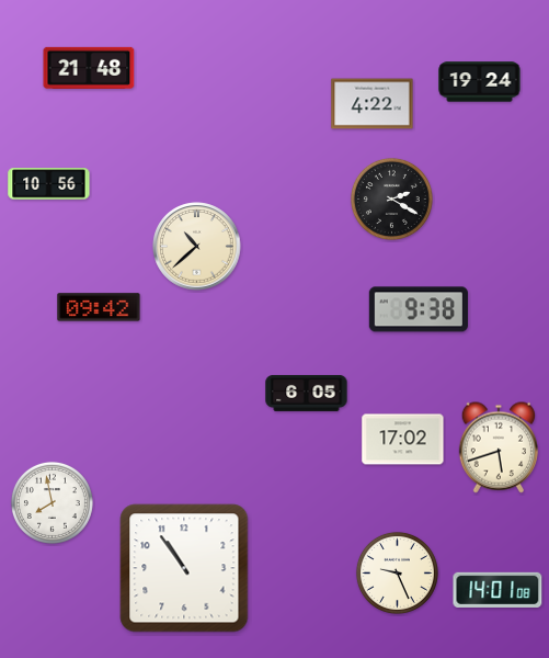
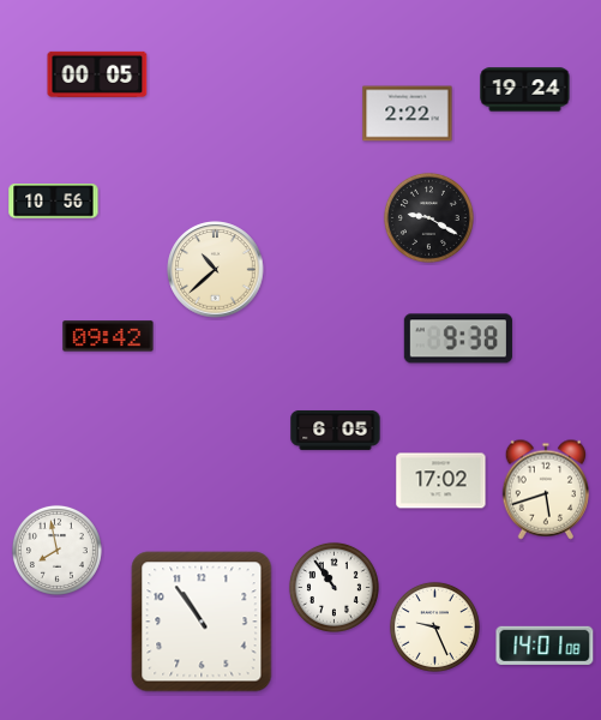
clock at (89, 68): 21:48 -> 00:05
clock at (373, 104): 4:22 -> 2:22
clock at (391, 198): 2:20 -> 9:20
clock at (333, 587): none -> 10:54
